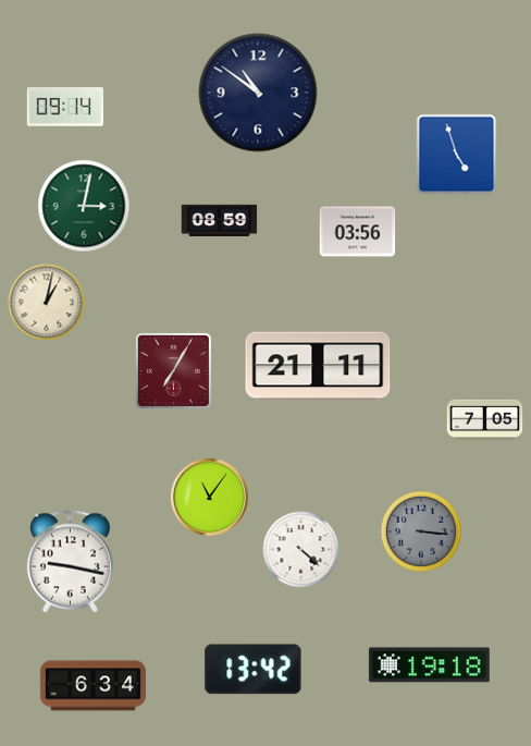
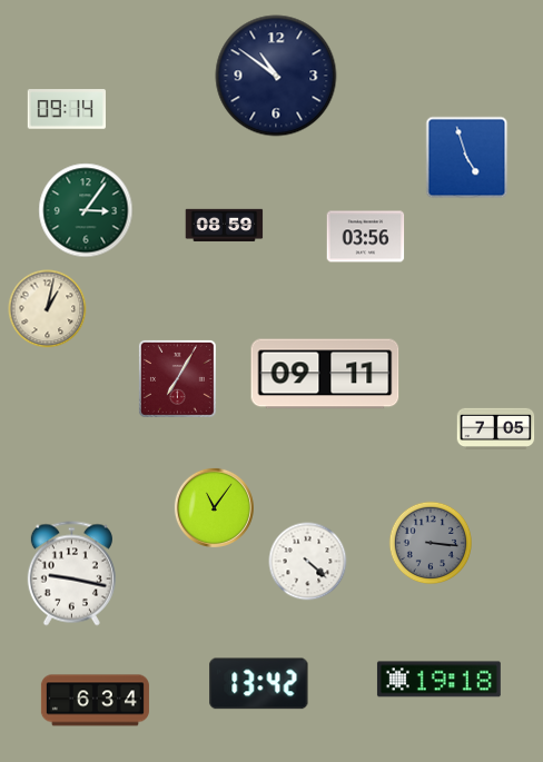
clock at (258, 93) position: (258, 93) -> (276, 76)
clock at (84, 206): 3:02 -> 3:06
clock at (318, 366): 21:11 -> 09:11
